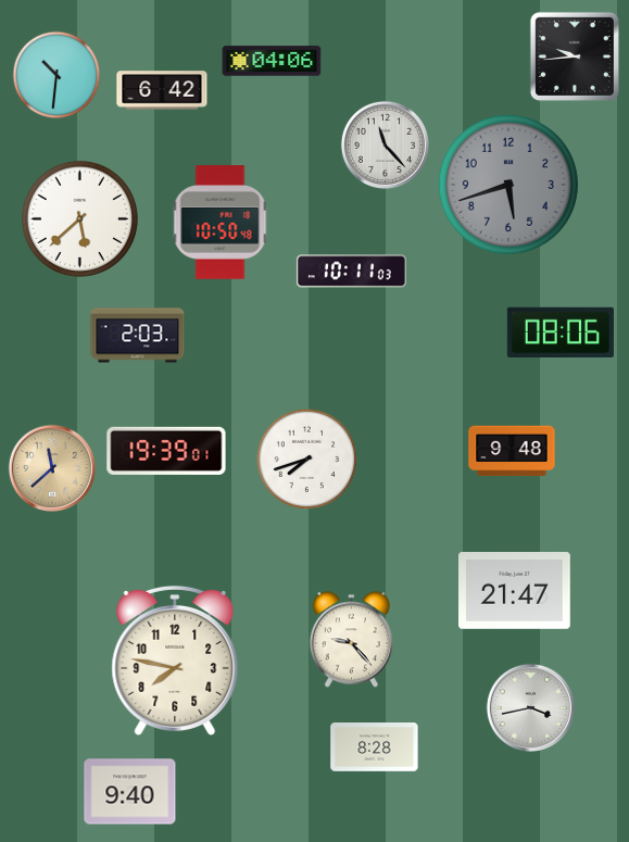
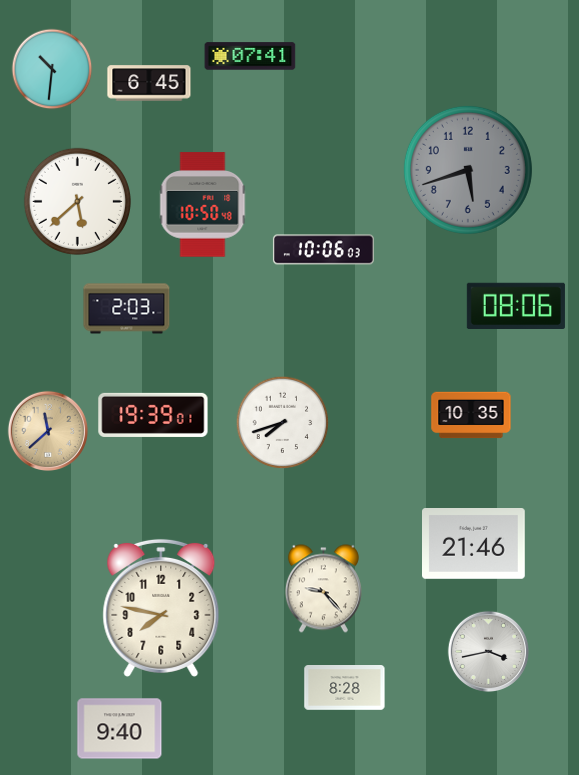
clock at (575, 56): 9:44 -> none
clock at (272, 61): 04:06 -> 07:41
clock at (162, 90): 6:42 -> 6:45
clock at (385, 144): 11:23 -> none
clock at (79, 218) position: (79, 218) -> (77, 201)
clock at (351, 272): 10:11 -> 10:06
clock at (512, 451): 9:48 -> 10:35
clock at (515, 591): 21:47 -> 21:46
